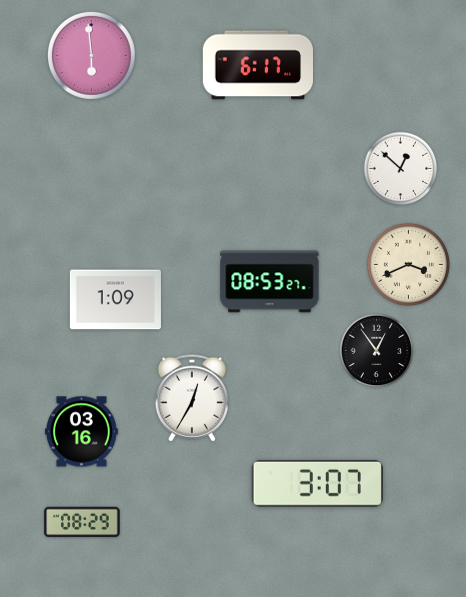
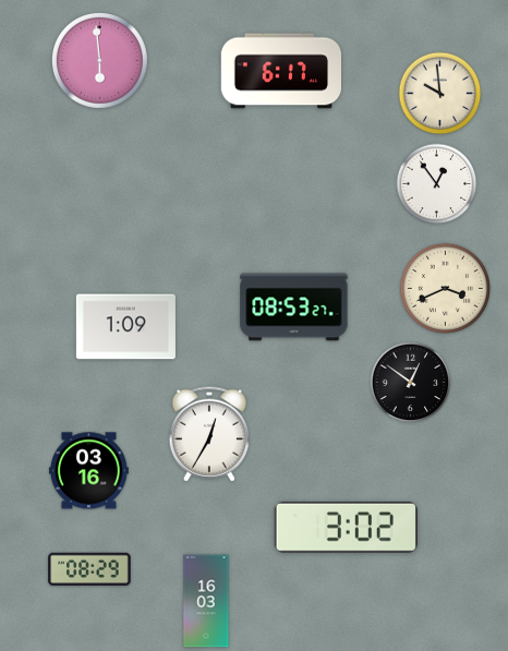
clock at (440, 94): none -> 9:59
clock at (401, 169): 12:52 -> 12:54
clock at (377, 351): 12:54 -> 12:51
clock at (317, 483): 3:07 -> 3:02
clock at (206, 601): none -> 16:03
